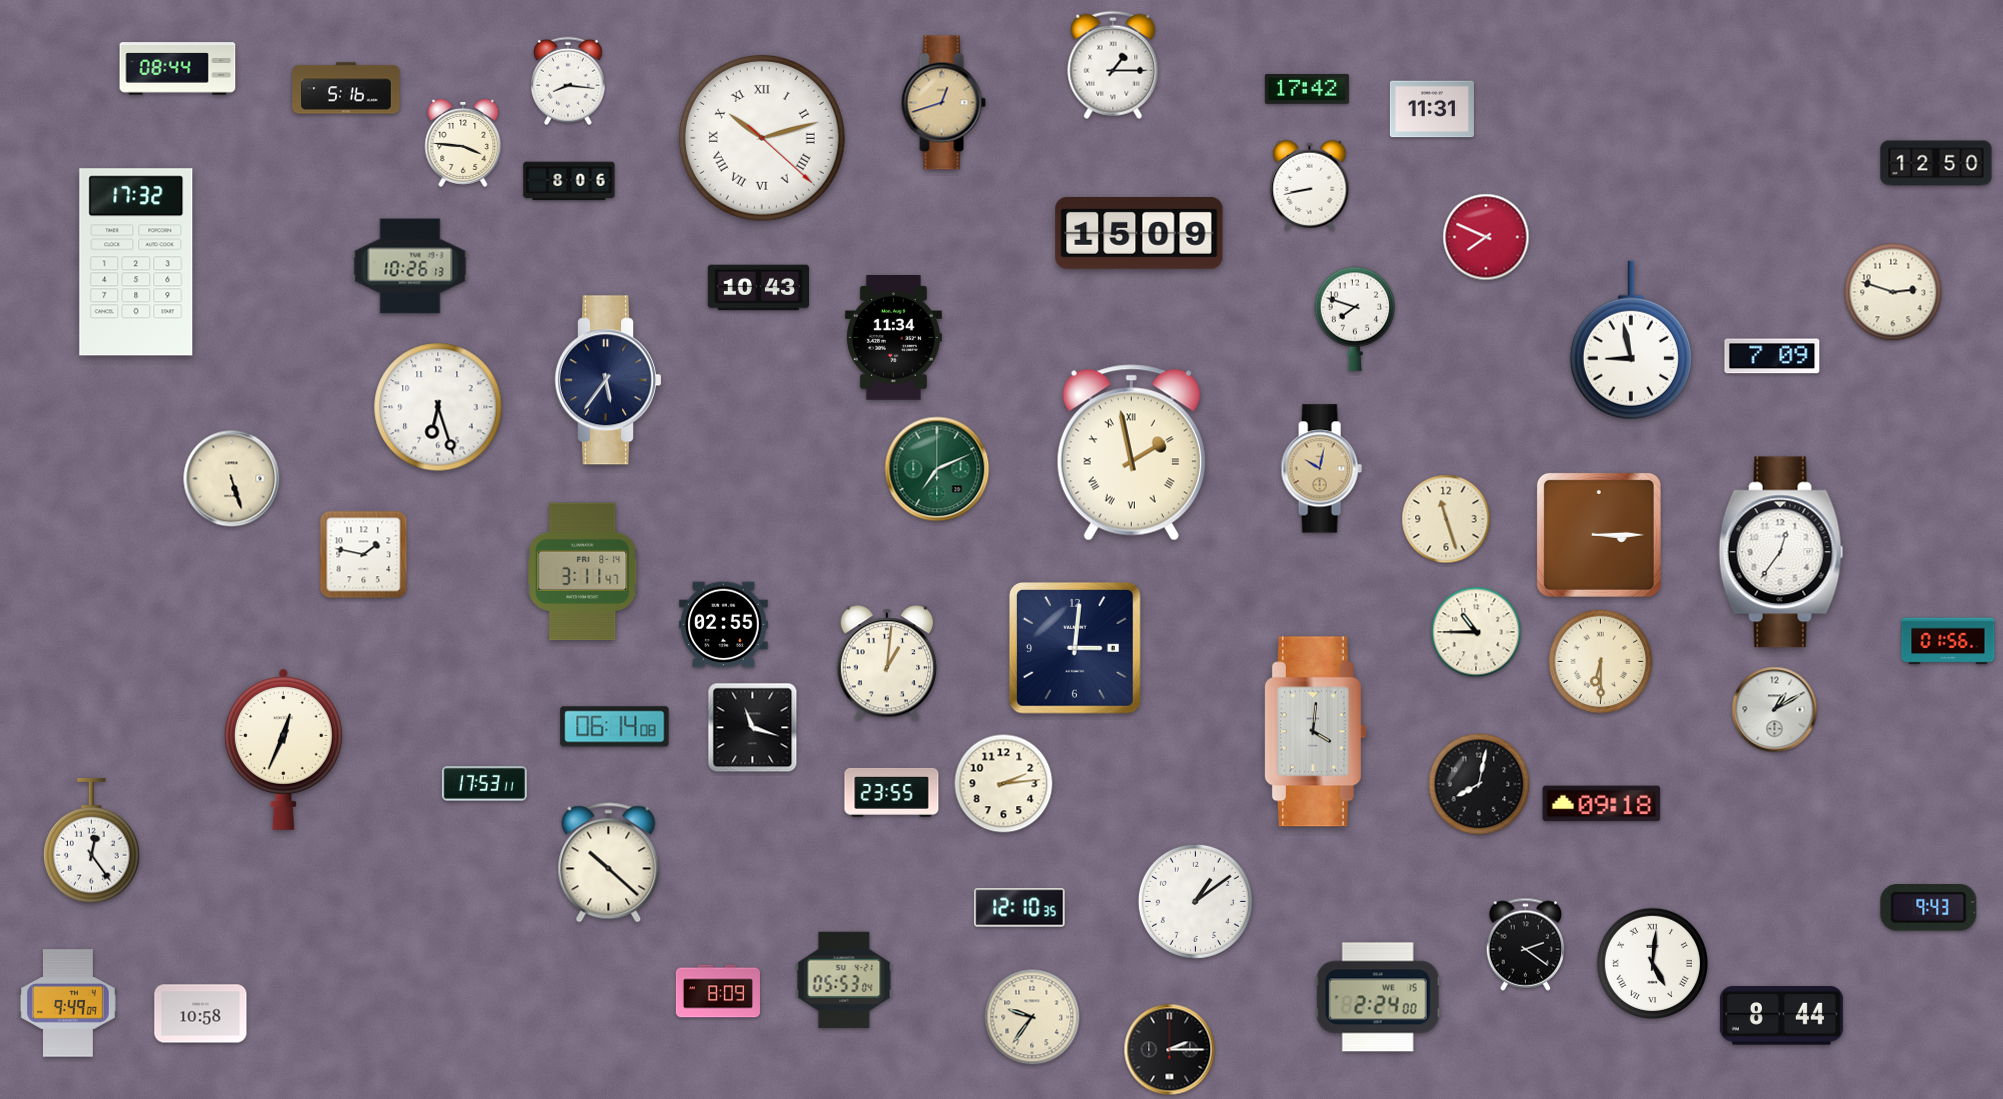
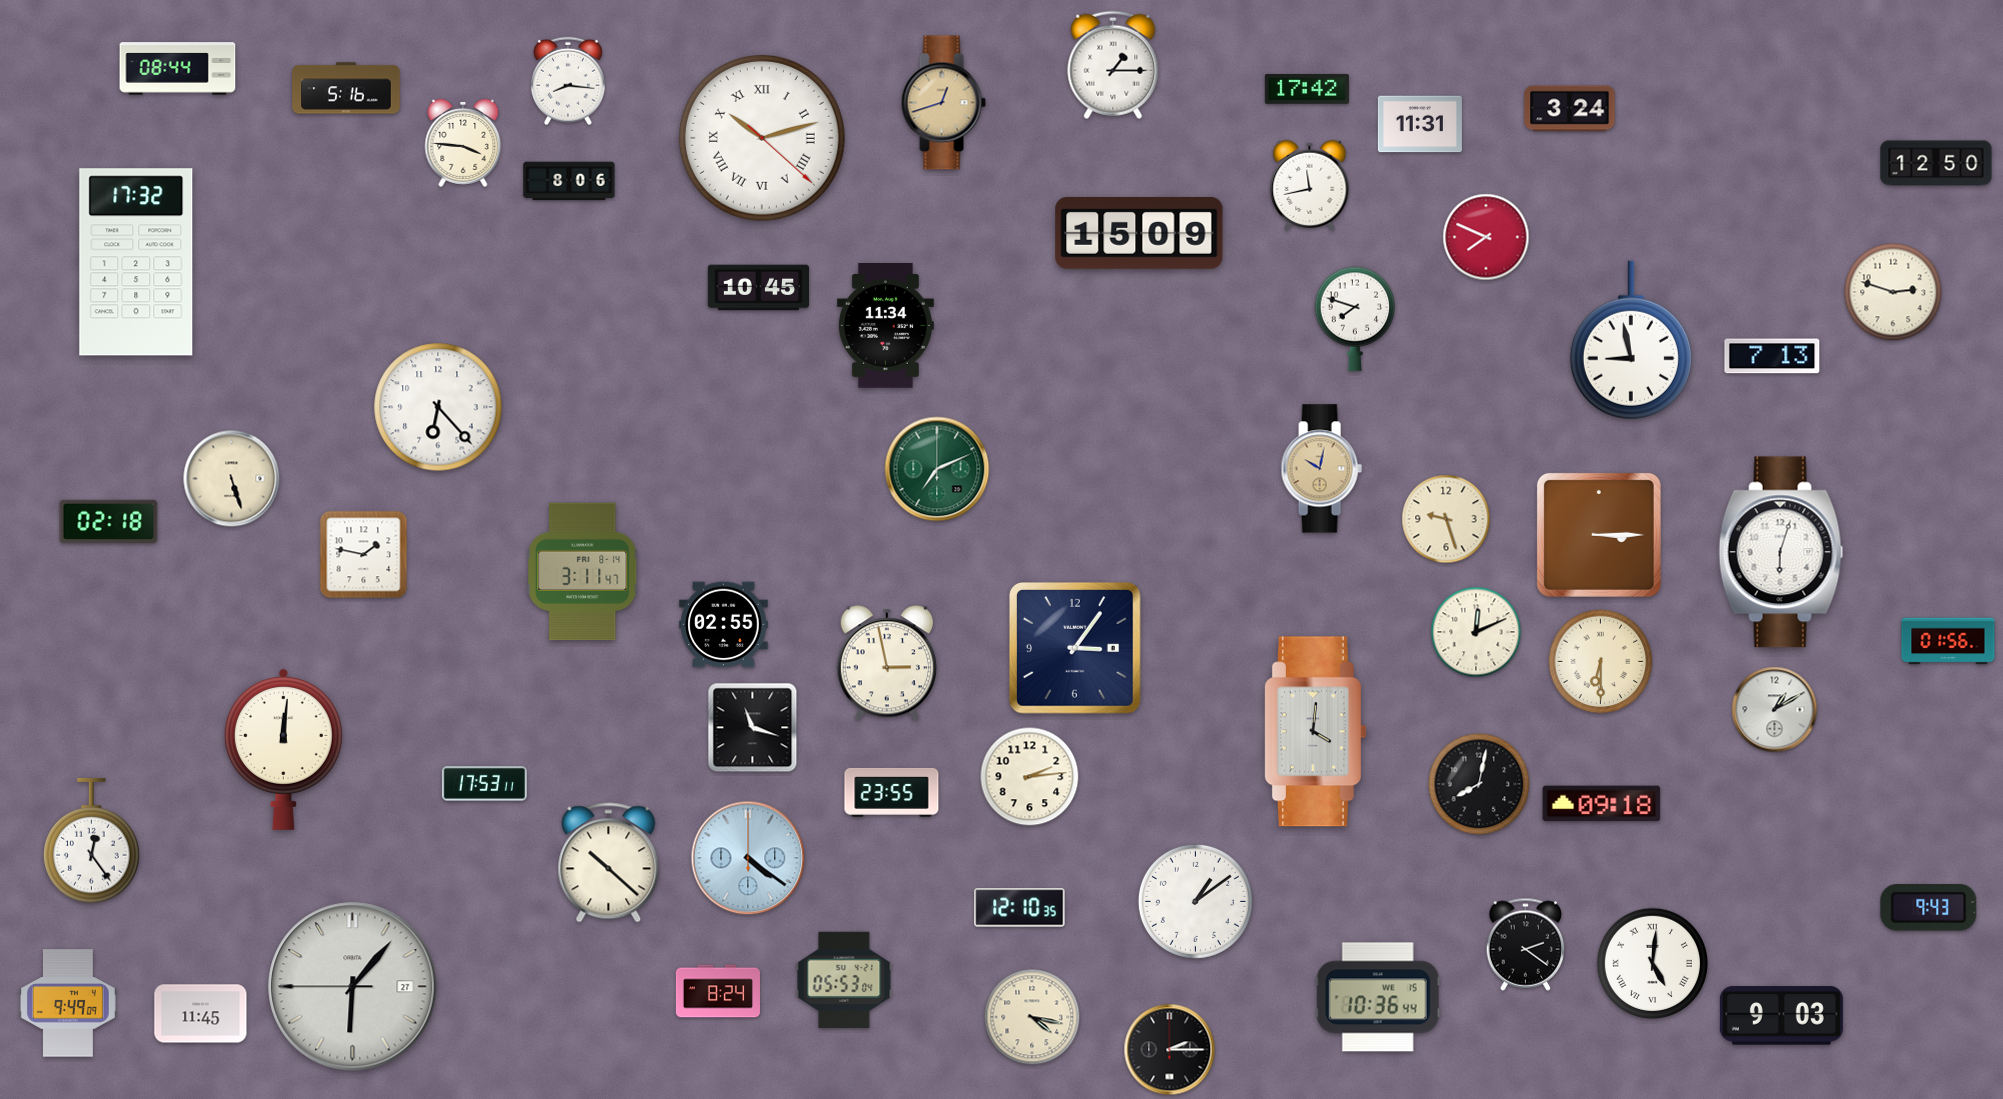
clock at (1432, 109) position: (1432, 109) -> (1420, 124)
clock at (1570, 109): none -> 3:24
clock at (1310, 185): 8:43 -> 11:43
clock at (410, 266): 10:26 -> none
clock at (759, 288): 10:43 -> 10:45
clock at (893, 338) position: (893, 338) -> (885, 326)
clock at (1772, 356): 7:09 -> 7:13
clock at (609, 380): 5:36 -> none
clock at (438, 407): 6:27 -> 6:23
clock at (1131, 453): 1:58 -> none
clock at (1446, 519): 11:27 -> 9:27
clock at (109, 522): none -> 02:18
clock at (1781, 552): 12:36 -> 6:03
clock at (1476, 632): 10:45 -> 12:11
clock at (1076, 649): 3:01 -> 3:06
clock at (887, 663): 1:01 -> 2:58
clock at (615, 727): 06:14 -> none
clock at (283, 749): 12:34 -> 12:01
clock at (1004, 784) position: (1004, 784) -> (1030, 777)
clock at (748, 858): none -> 4:21
clock at (353, 987): none -> 6:06
clock at (718, 991): 8:09 -> 8:24
clock at (1378, 997): 2:24 -> 10:36
clock at (201, 1014): 10:58 -> 11:45
clock at (1781, 1016): 8:44 -> 9:03
clock at (1032, 1017): 9:36 -> 4:17
